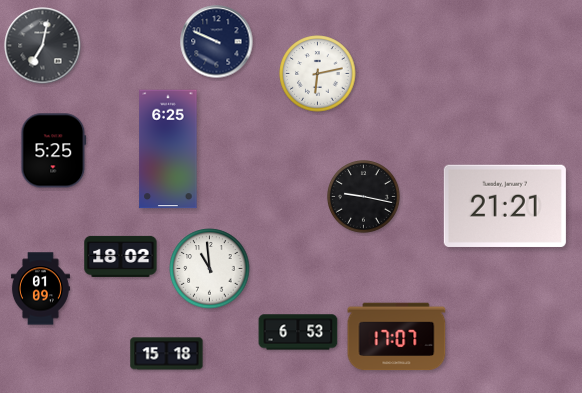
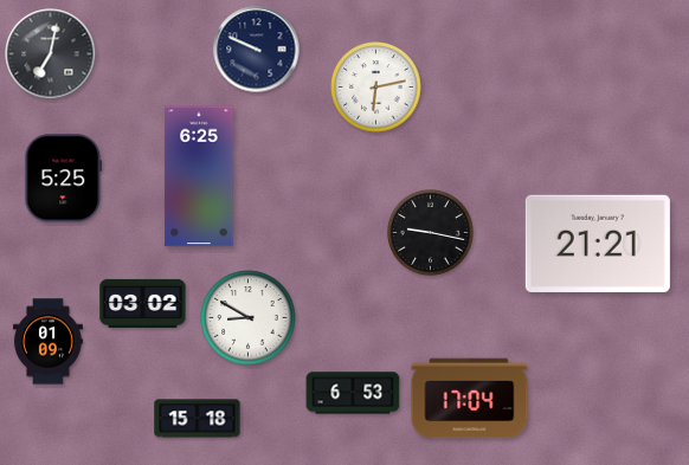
clock at (121, 256): 18:02 -> 03:02
clock at (210, 269): 10:59 -> 8:50
clock at (397, 337): 17:07 -> 17:04
